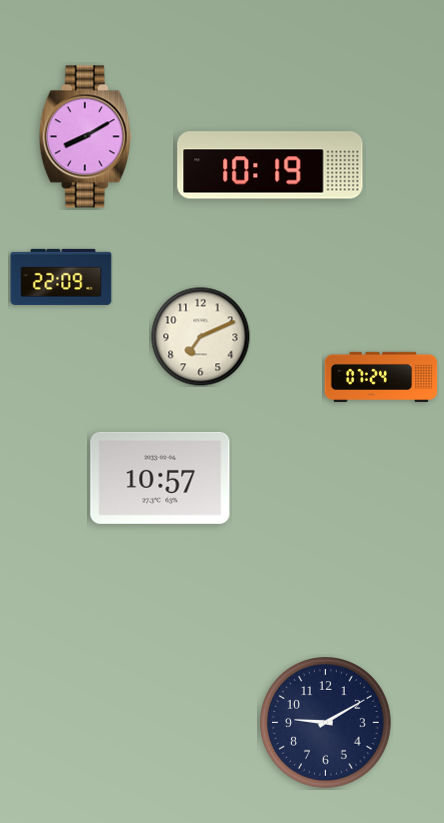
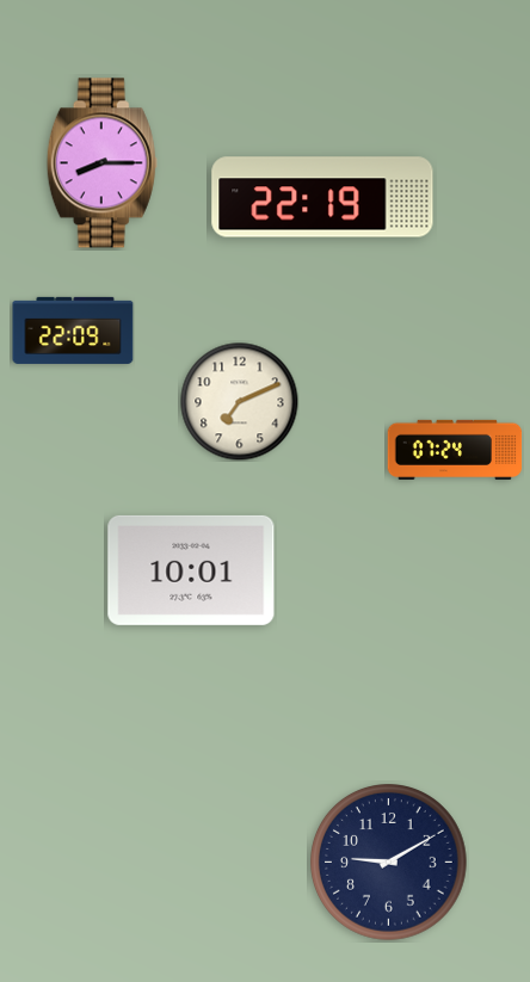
clock at (85, 137): 8:10 -> 8:15
clock at (270, 165): 10:19 -> 22:19
clock at (160, 478): 10:57 -> 10:01
